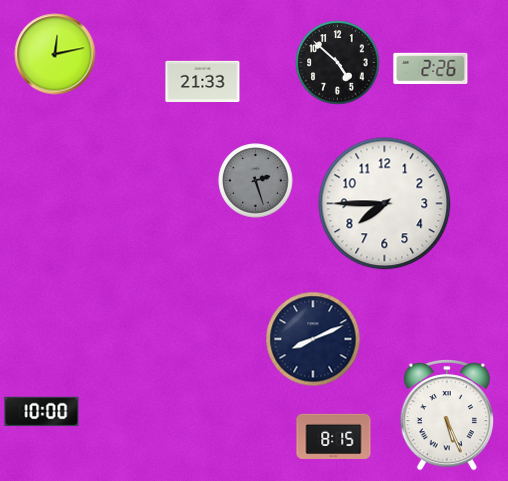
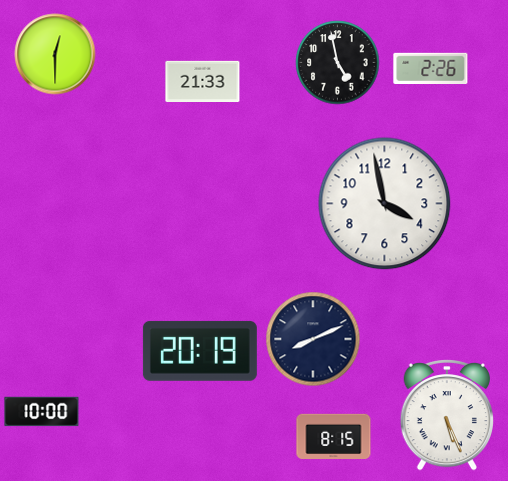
clock at (55, 54): 12:13 -> 12:30
clock at (338, 63): 4:52 -> 4:58
clock at (256, 181): 2:27 -> none
clock at (385, 204): 7:45 -> 3:58
clock at (200, 351): none -> 20:19
